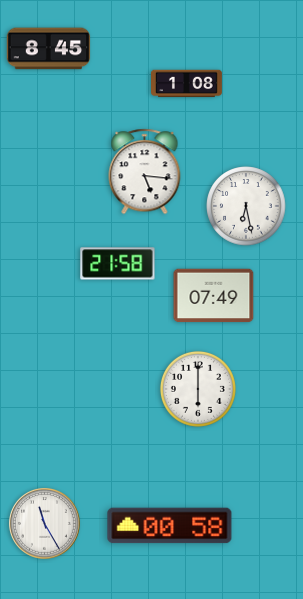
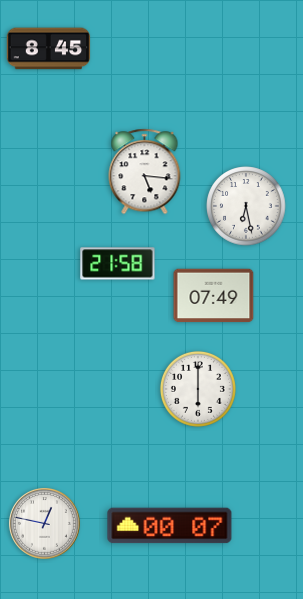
clock at (187, 84): 1:08 -> none
clock at (44, 523): 11:25 -> 12:47
clock at (170, 526): 00:58 -> 00:07
